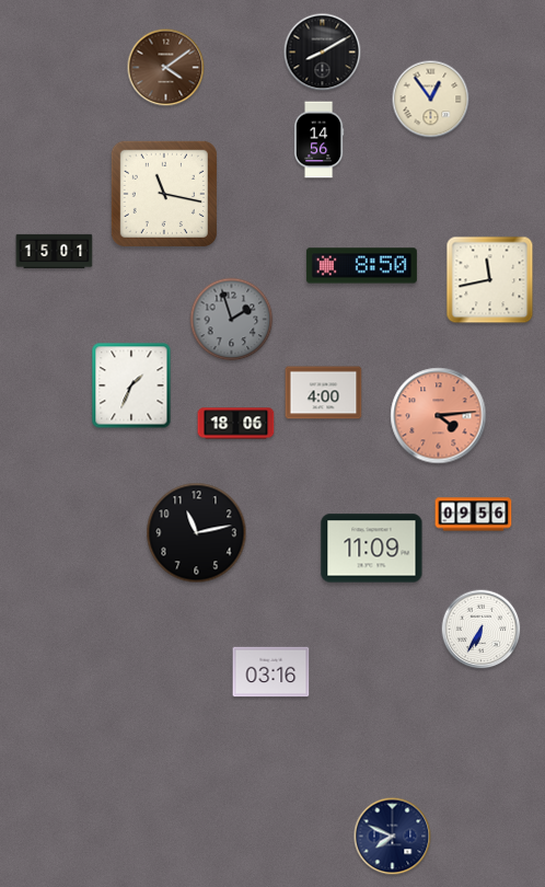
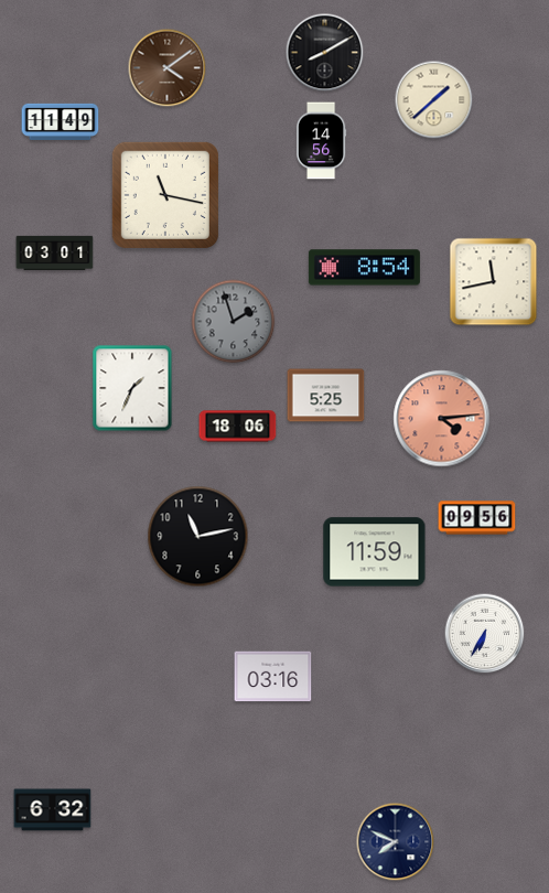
clock at (431, 100): 12:54 -> 1:38
clock at (61, 121): none -> 11:49
clock at (55, 251): 15:01 -> 03:01
clock at (361, 266): 8:50 -> 8:54
clock at (324, 393): 4:00 -> 5:25
clock at (372, 549): 11:09 -> 11:59
clock at (53, 810): none -> 6:32
